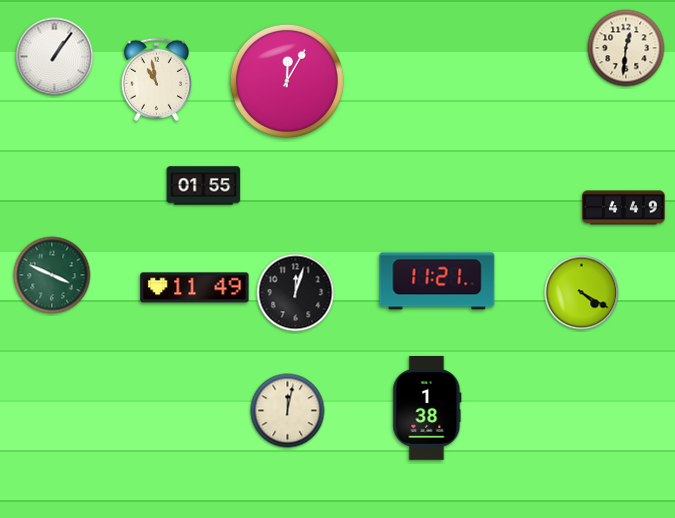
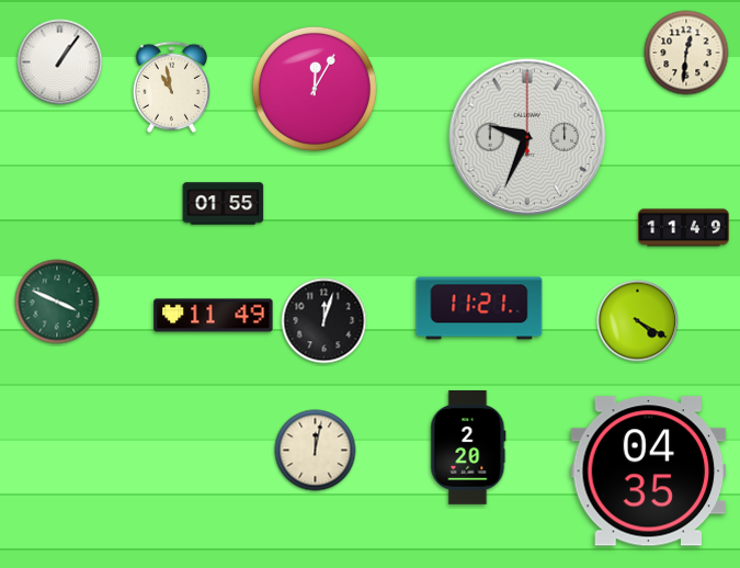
clock at (527, 137): none -> 9:34
clock at (624, 208): 4:49 -> 11:49
clock at (427, 408): 1:38 -> 2:20
clock at (649, 472): none -> 04:35
